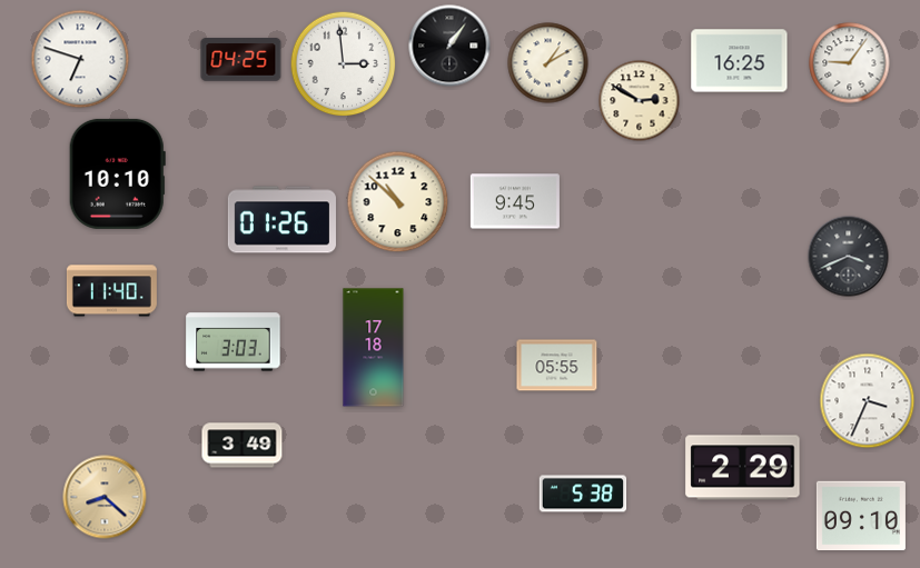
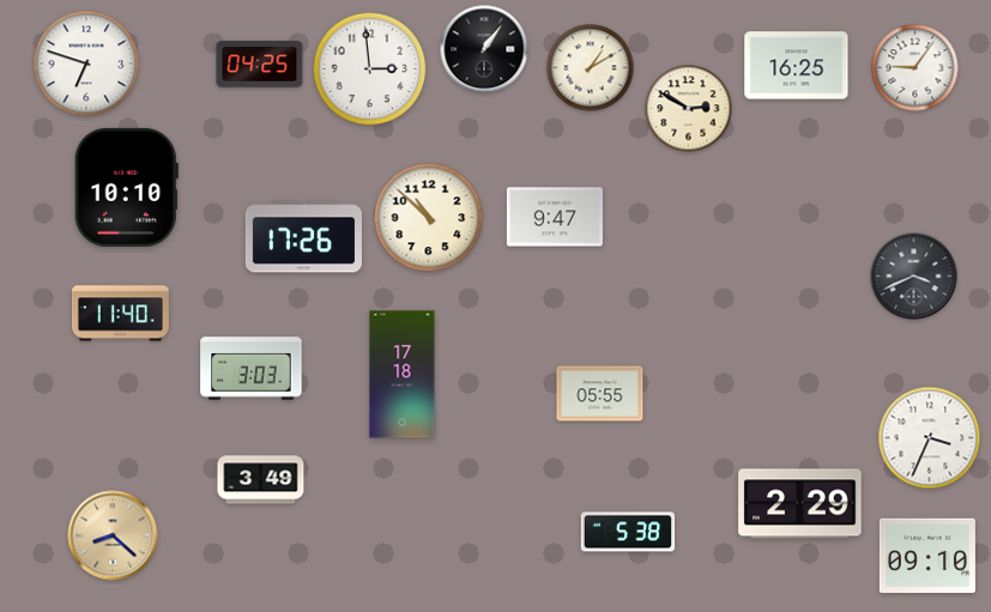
clock at (515, 201): 9:45 -> 9:47
clock at (281, 220): 01:26 -> 17:26
clock at (868, 401) position: (868, 401) -> (930, 438)
